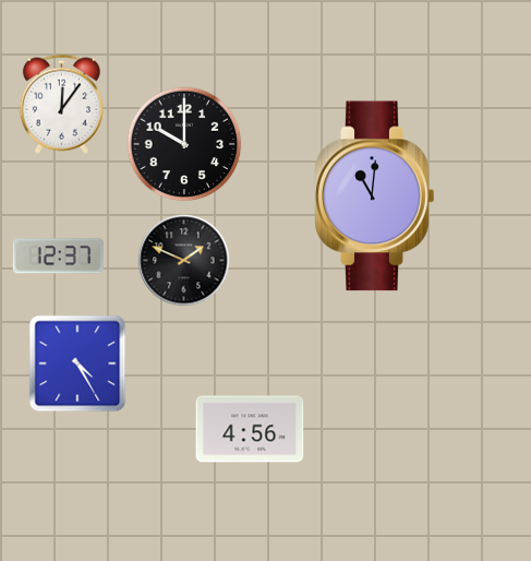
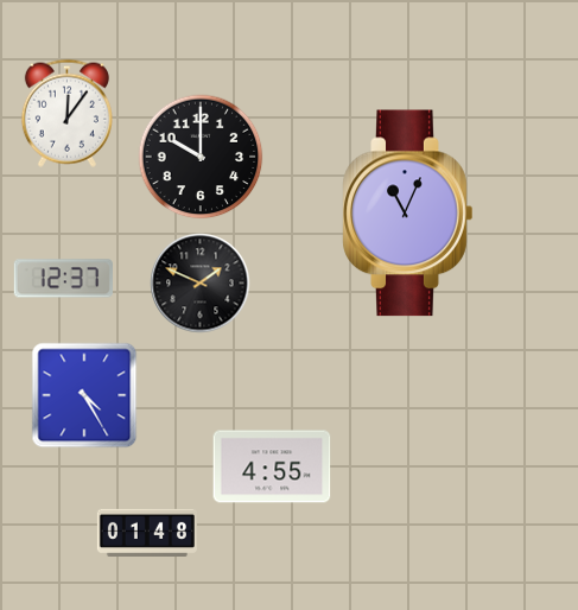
clock at (375, 196): 11:01 -> 11:04
clock at (250, 429): 4:56 -> 4:55
clock at (147, 532): none -> 01:48
